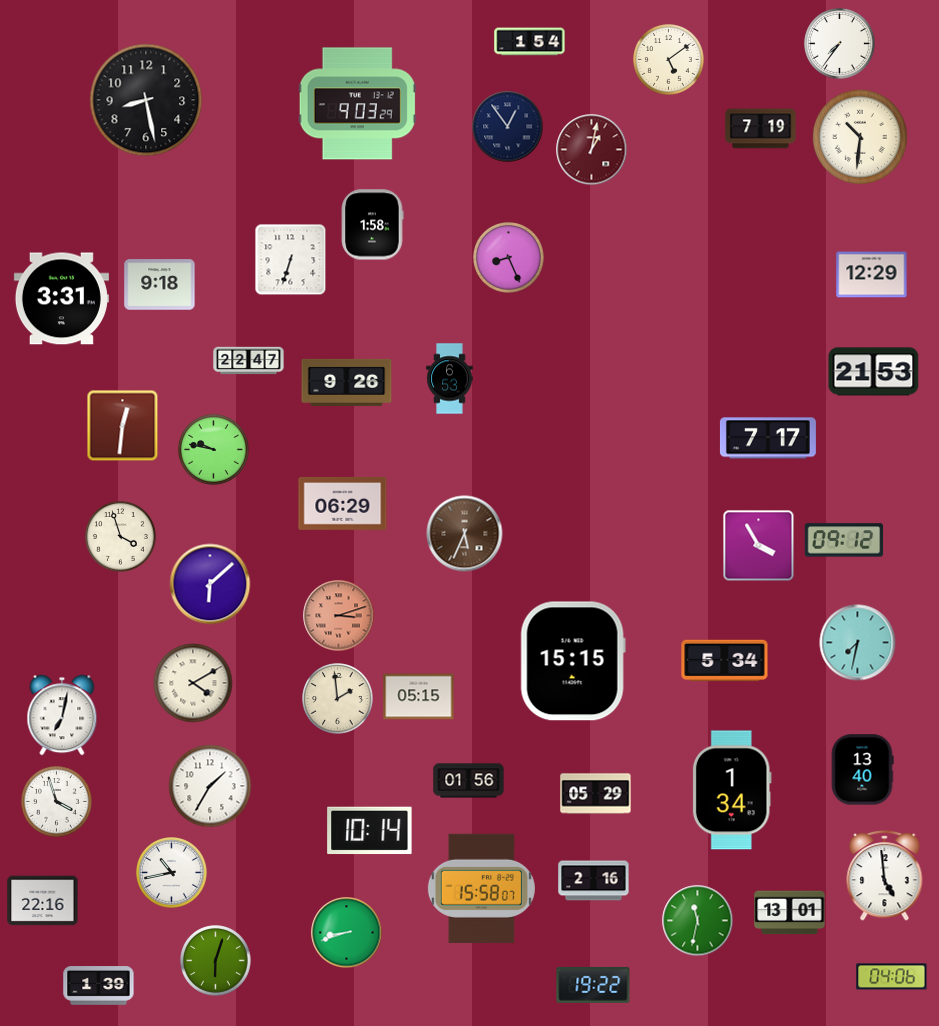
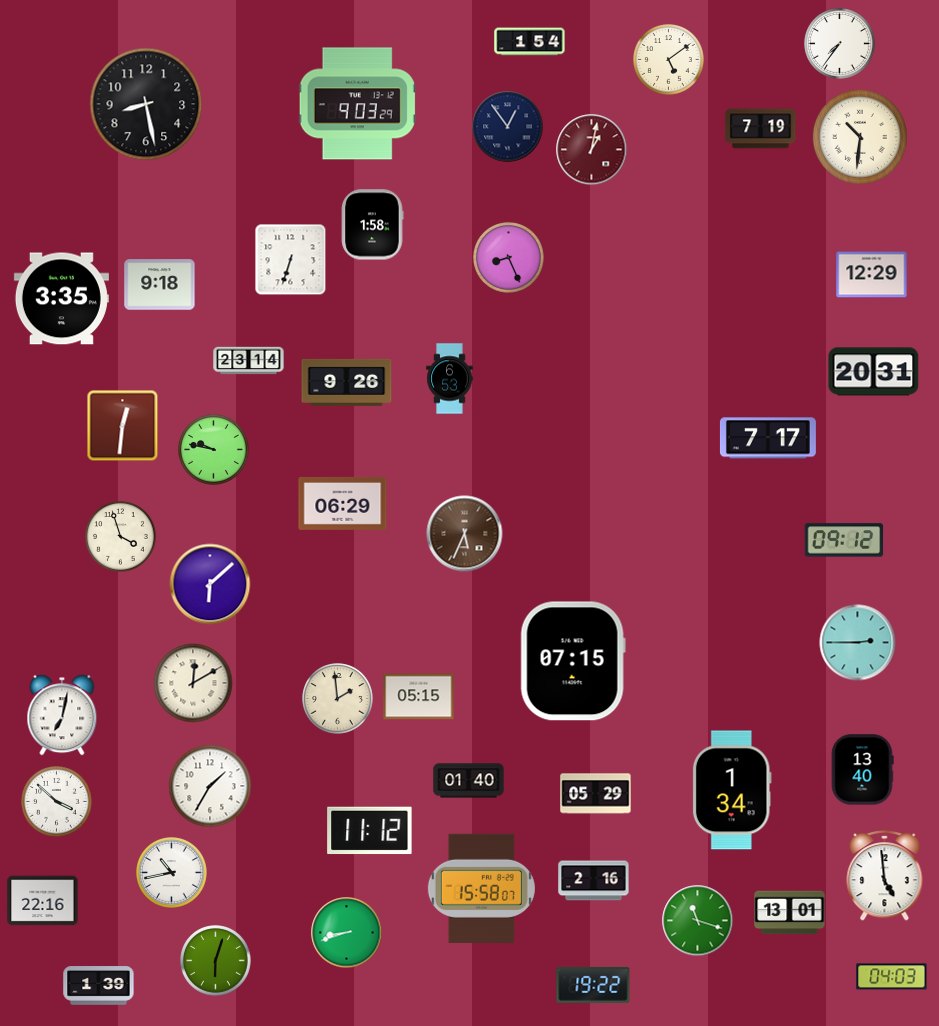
clock at (146, 100) position: (146, 100) -> (146, 104)
clock at (61, 299): 3:31 -> 3:35
clock at (249, 361): 22:47 -> 23:14
clock at (874, 372): 21:53 -> 20:31
clock at (759, 546): 3:55 -> none
clock at (339, 616): 3:12 -> none
clock at (858, 643): 7:32 -> 2:45
clock at (573, 661): 15:15 -> 07:15
clock at (725, 661): 5:34 -> none
clock at (193, 683): 4:10 -> 12:10
clock at (469, 781): 01:56 -> 01:40
clock at (57, 802): 3:57 -> 3:52
clock at (370, 831): 10:14 -> 11:12
clock at (698, 921): 11:32 -> 11:18
clock at (892, 977): 04:06 -> 04:03
